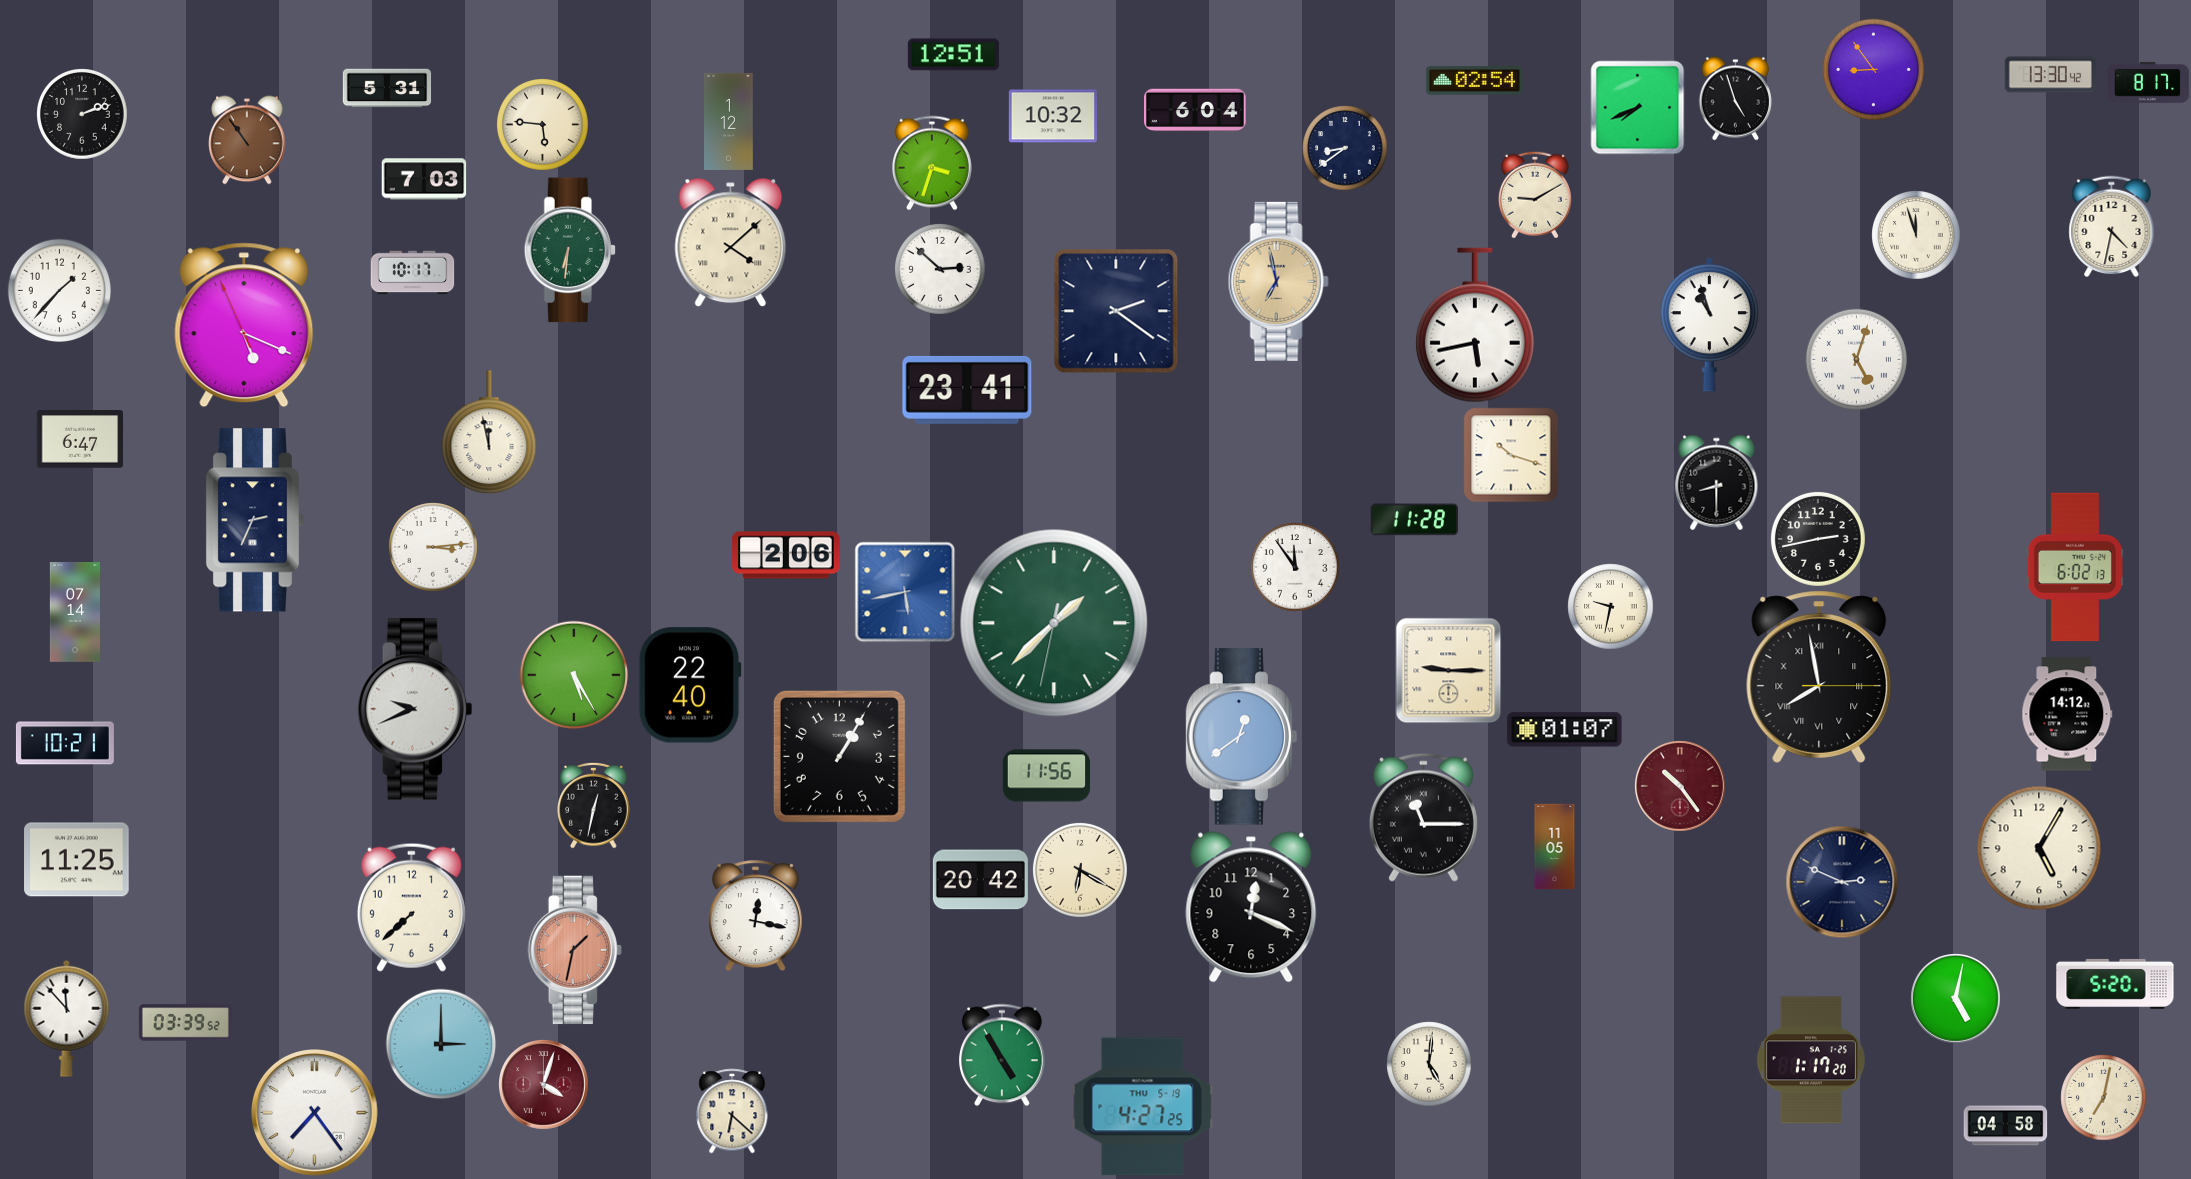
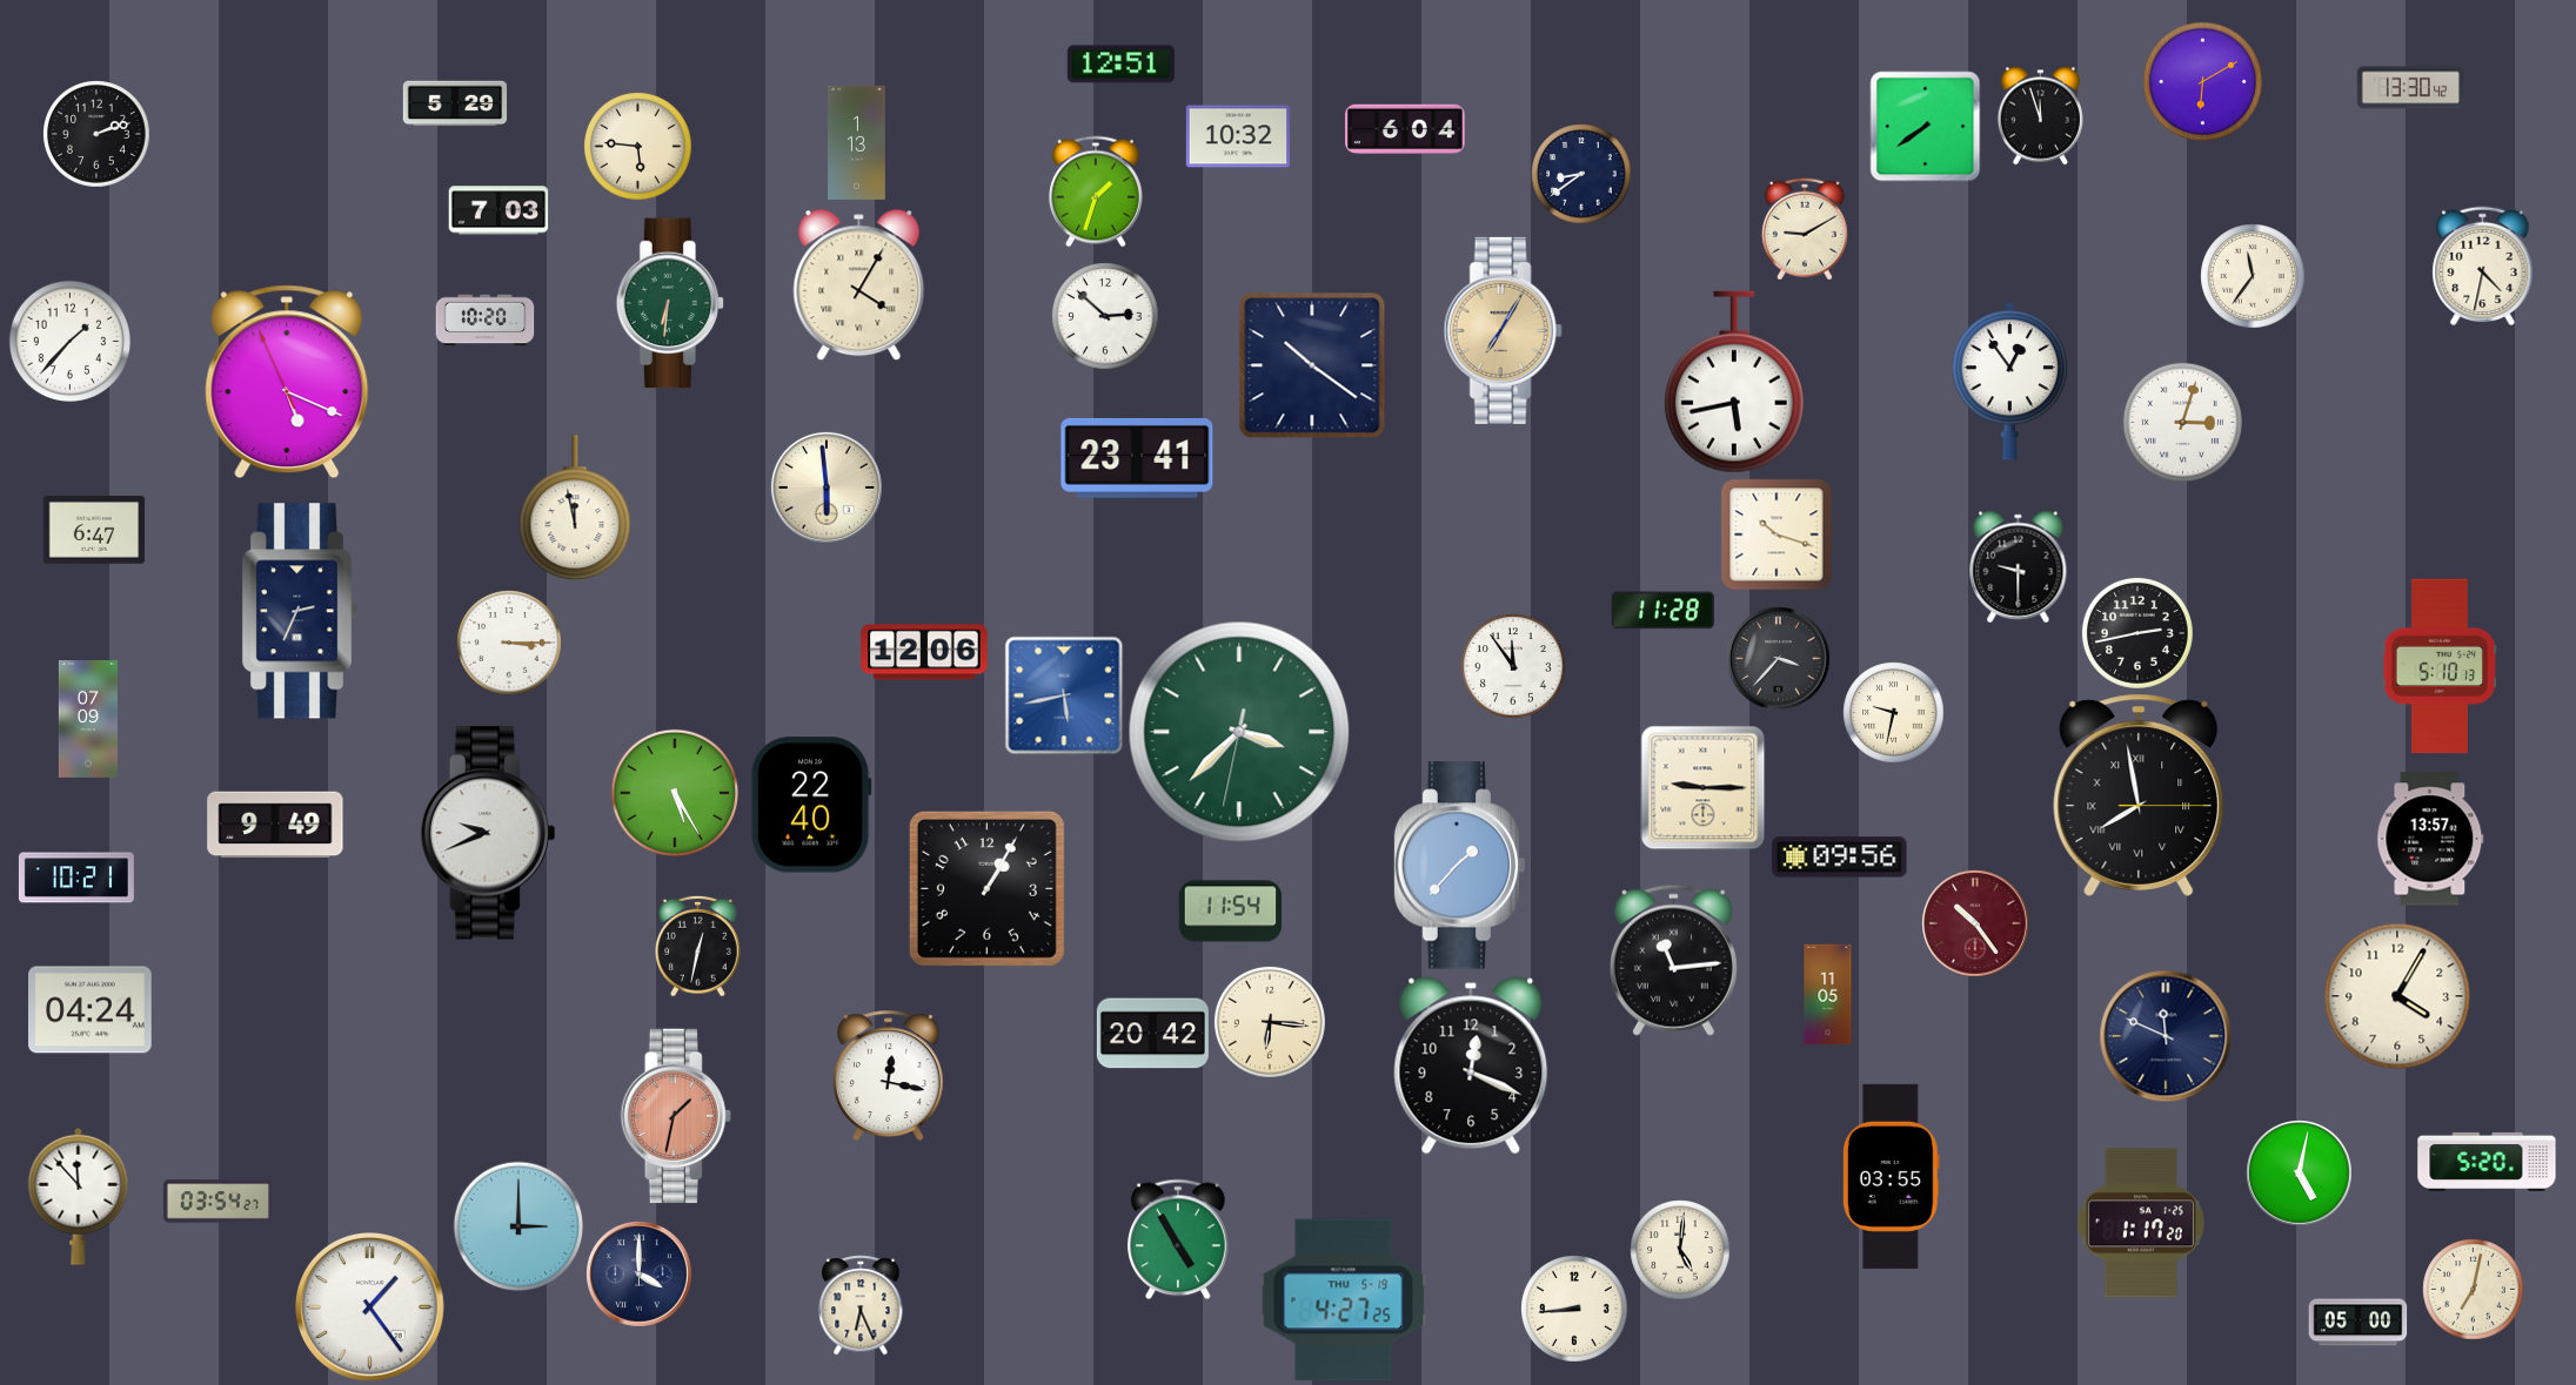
clock at (1873, 69): 8:54 -> 6:10
clock at (1474, 81): 02:54 -> none
clock at (2147, 82): 8:17 -> none
clock at (387, 88): 5:31 -> 5:29
clock at (1735, 98): 4:57 -> 11:57
clock at (1637, 107): 7:41 -> 7:39
clock at (729, 121): 1:12 -> 1:13
clock at (247, 140): 10:54 -> none
clock at (932, 163): 3:33 -> 1:33
clock at (1916, 235): 11:57 -> 11:36
clock at (731, 242): 4:08 -> 4:05
clock at (570, 250) position: (570, 250) -> (670, 303)
clock at (412, 273): 10:17 -> 10:20
clock at (1278, 281): 6:58 -> 7:05
clock at (1116, 311): 2:21 -> 10:21
clock at (1709, 324): 10:57 -> 12:54
clock at (1856, 359): 5:03 -> 3:03
clock at (827, 488): none -> 5:59
clock at (80, 439) position: (80, 439) -> (94, 530)
clock at (1717, 482): 8:30 -> 9:30
clock at (433, 547): 3:14 -> 3:15
clock at (786, 555): 2:06 -> 12:06
clock at (1778, 658): none -> 3:37
clock at (1295, 567) position: (1295, 567) -> (1513, 666)
clock at (2075, 567): 6:02 -> 5:10
clock at (75, 613): 07:14 -> 07:09
clock at (1054, 623): 1:37 -> 3:37
clock at (275, 825): none -> 9:49
clock at (2067, 714): 14:12 -> 13:57
clock at (1565, 730): 01:07 -> 09:56
clock at (1242, 737): 12:39 -> 1:37
clock at (65, 743) position: (65, 743) -> (76, 878)
clock at (1046, 776): 11:56 -> 11:54
clock at (1423, 817): 11:15 -> 11:14
clock at (2039, 848): 5:05 -> 4:05
clock at (77, 860): 11:25 -> 04:24
clock at (1080, 870): 6:20 -> 6:16
clock at (1842, 882): 2:49 -> 11:49
clock at (411, 907): 7:38 -> none
clock at (2115, 984) position: (2115, 984) -> (2487, 1162)
clock at (1891, 1176): none -> 03:55
clock at (185, 1023): 03:39 -> 03:54
clock at (1811, 1060) position: (1811, 1060) -> (2141, 1223)
clock at (543, 1084): 4:03 -> 4:00
clock at (543, 1084) dial: burgundy -> navy
clock at (732, 1111): 6:22 -> 6:26
clock at (315, 1113): 7:24 -> 1:24
clock at (1574, 1309): none -> 8:44
clock at (2005, 1126): 04:58 -> 05:00
